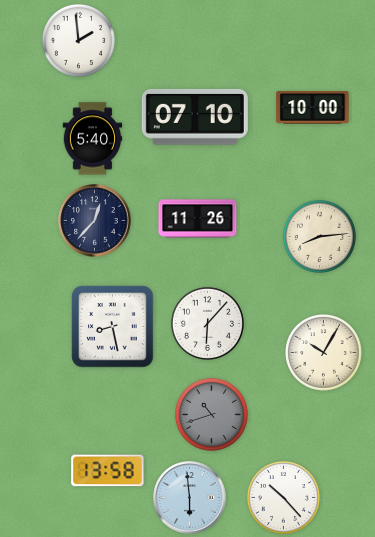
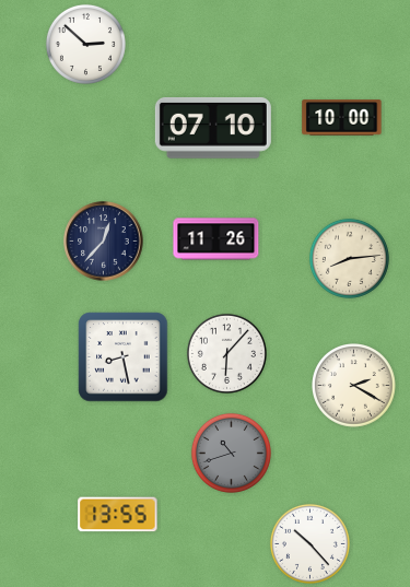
clock at (78, 40): 1:59 -> 2:52
clock at (93, 139): 5:40 -> none
clock at (324, 353): 10:05 -> 2:20
clock at (108, 471): 13:58 -> 13:55
clock at (190, 498): 5:59 -> none
